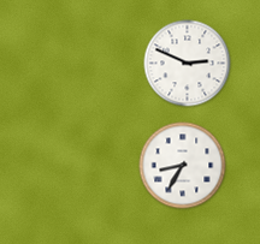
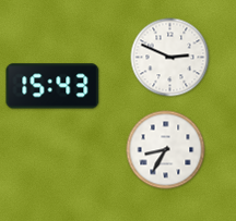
clock at (52, 86): none -> 15:43
